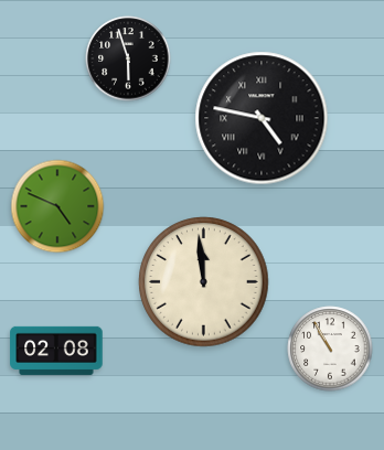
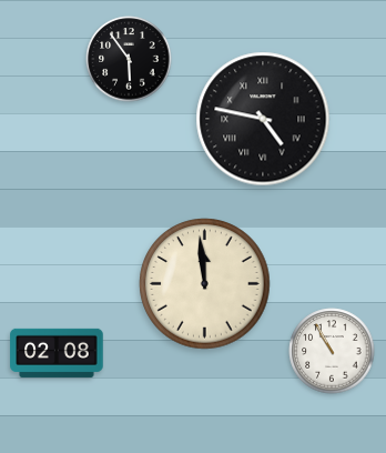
clock at (128, 58): 5:57 -> 5:54
clock at (57, 206): 4:49 -> none
